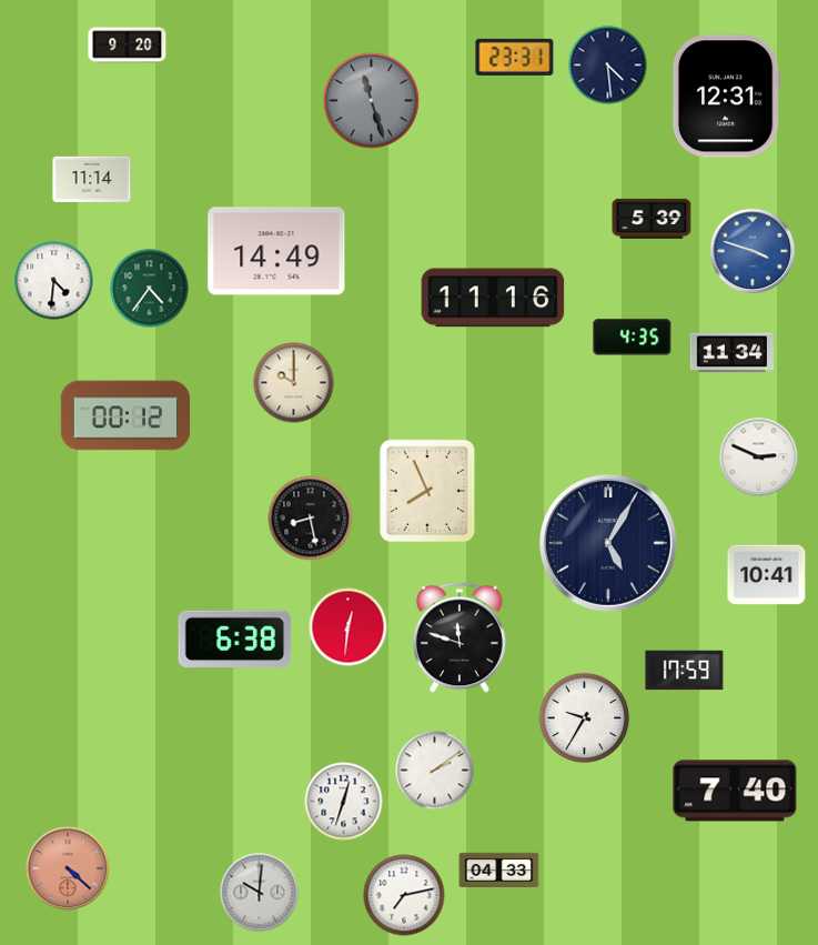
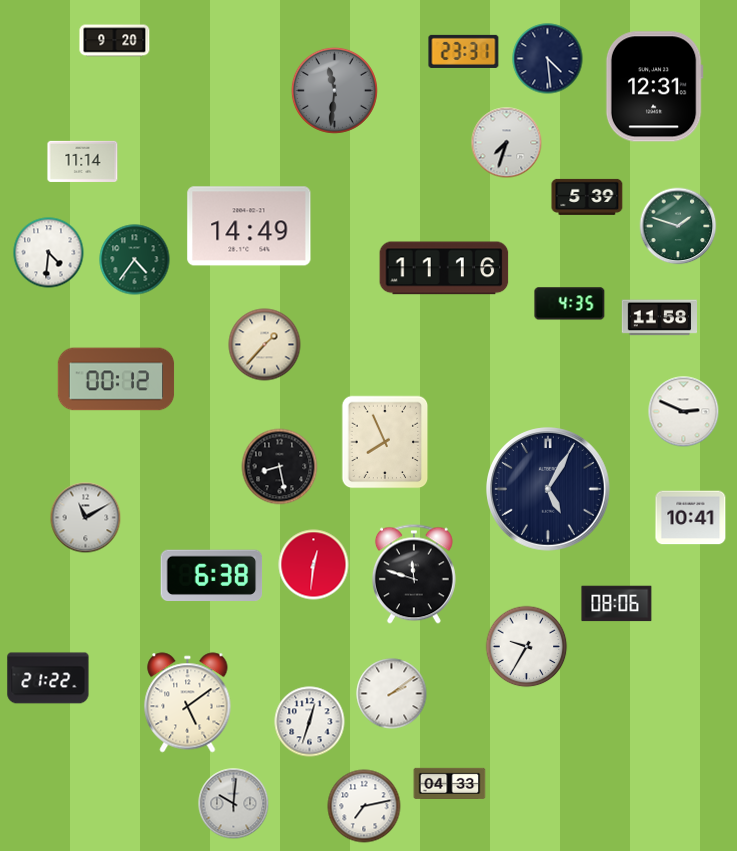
clock at (371, 100): 11:27 -> 11:31
clock at (507, 143): none -> 7:33
clock at (753, 251): 3:48 -> 1:48
clock at (753, 251) dial: blue -> green
clock at (731, 353): 11:34 -> 11:58
clock at (294, 383): 10:00 -> 1:37
clock at (125, 415) position: (125, 415) -> (116, 379)
clock at (86, 518): none -> 11:10
clock at (685, 671): 17:59 -> 08:06
clock at (48, 678): none -> 21:22
clock at (188, 703): none -> 5:09
clock at (735, 791): 7:40 -> none
clock at (68, 868): 4:22 -> none
